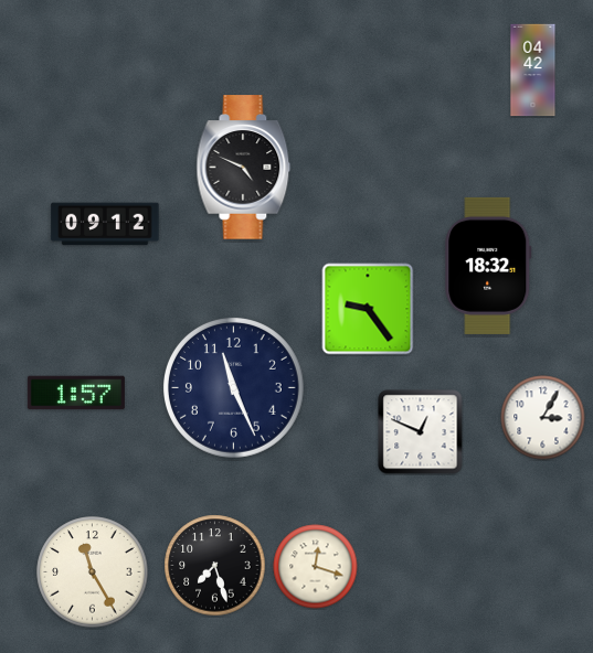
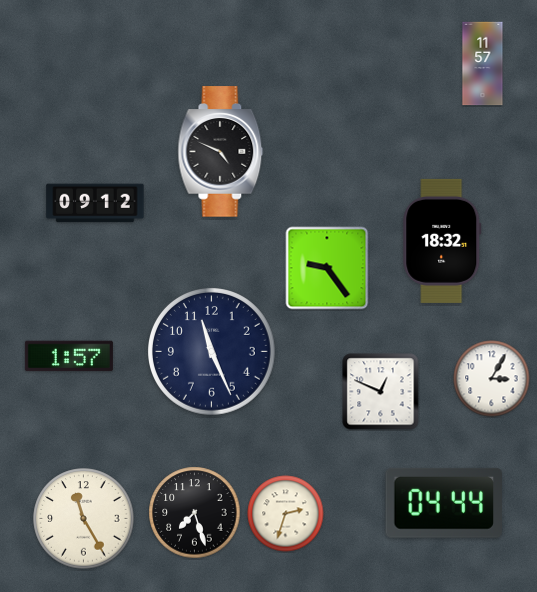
clock at (533, 71): 04:42 -> 11:57
clock at (368, 309) position: (368, 309) -> (327, 268)
clock at (443, 503): none -> 04:44
clock at (316, 567): 12:18 -> 2:33
